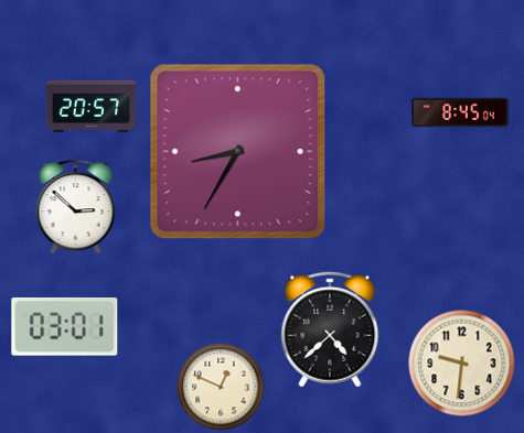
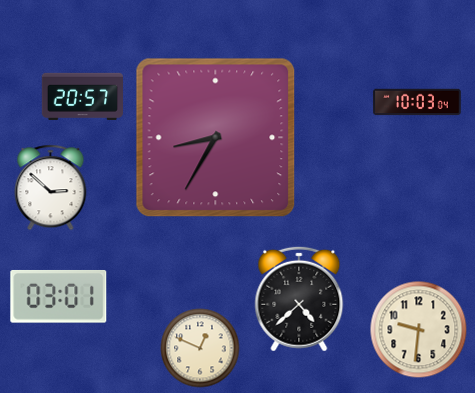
clock at (460, 112): 8:45 -> 10:03
clock at (76, 207) position: (76, 207) -> (51, 188)
clock at (221, 387) position: (221, 387) -> (200, 348)
